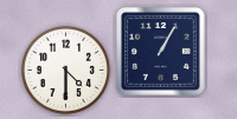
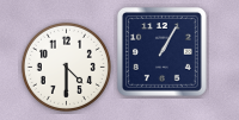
clock at (65, 70) position: (65, 70) -> (66, 67)
